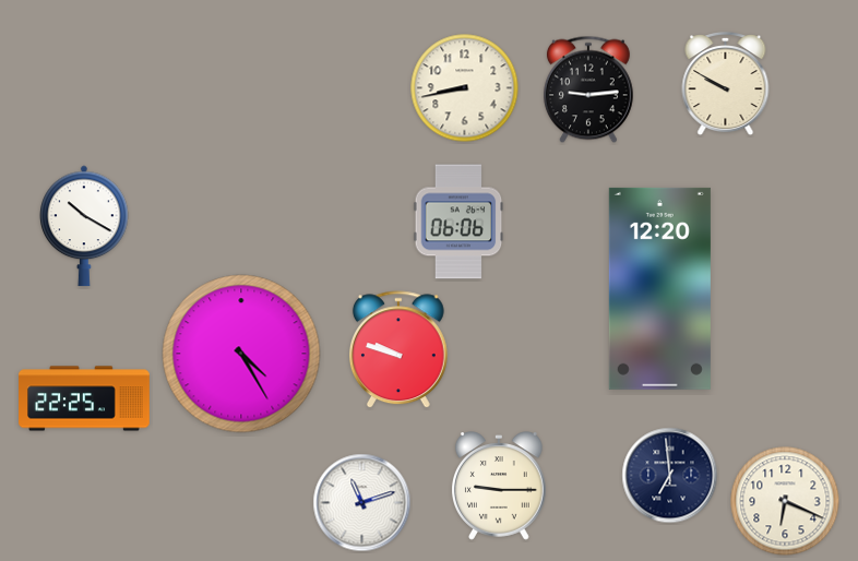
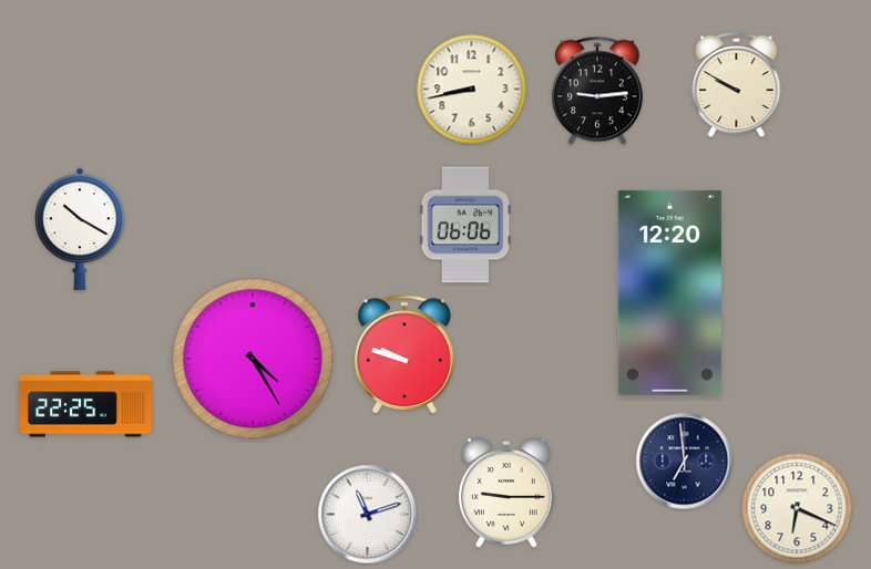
clock at (84, 226) position: (84, 226) -> (80, 229)
clock at (241, 354) position: (241, 354) -> (253, 359)
clock at (670, 476) position: (670, 476) -> (685, 462)
clock at (362, 503) position: (362, 503) -> (368, 515)
